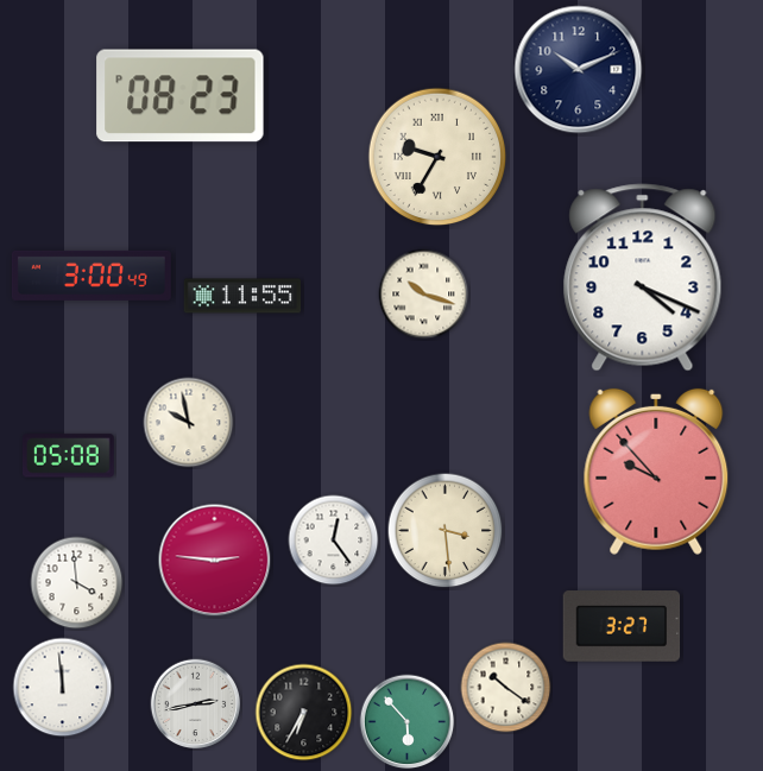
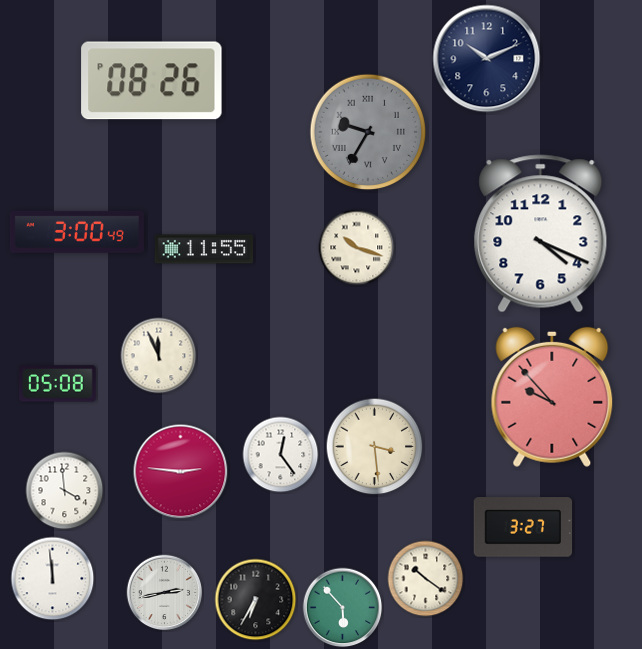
clock at (181, 96): 08:23 -> 08:26
clock at (437, 157) dial: cream -> grey
clock at (189, 423): 9:58 -> 11:56
